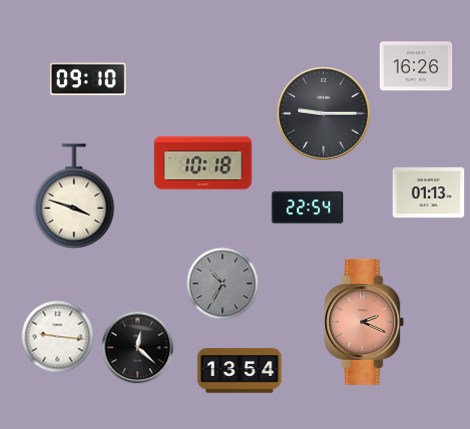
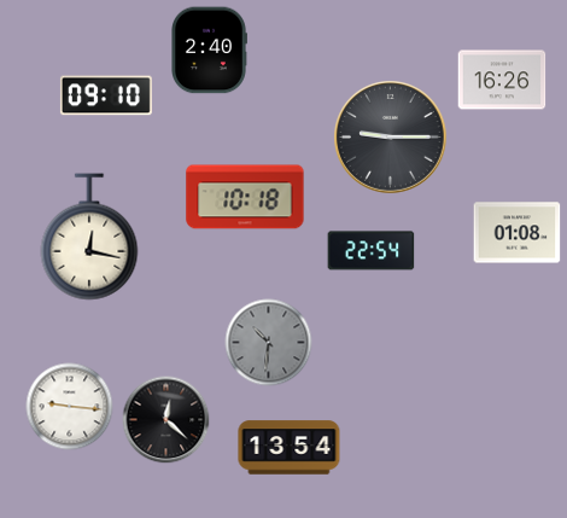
clock at (210, 51): none -> 2:40
clock at (429, 193): 01:13 -> 01:08
clock at (74, 196): 3:48 -> 12:17
clock at (223, 284): 10:35 -> 10:31
clock at (365, 322): 2:19 -> none
